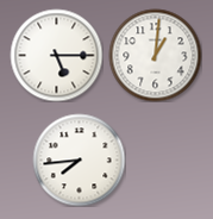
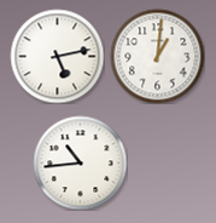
clock at (56, 55): 5:15 -> 5:13
clock at (79, 159): 7:44 -> 10:44
